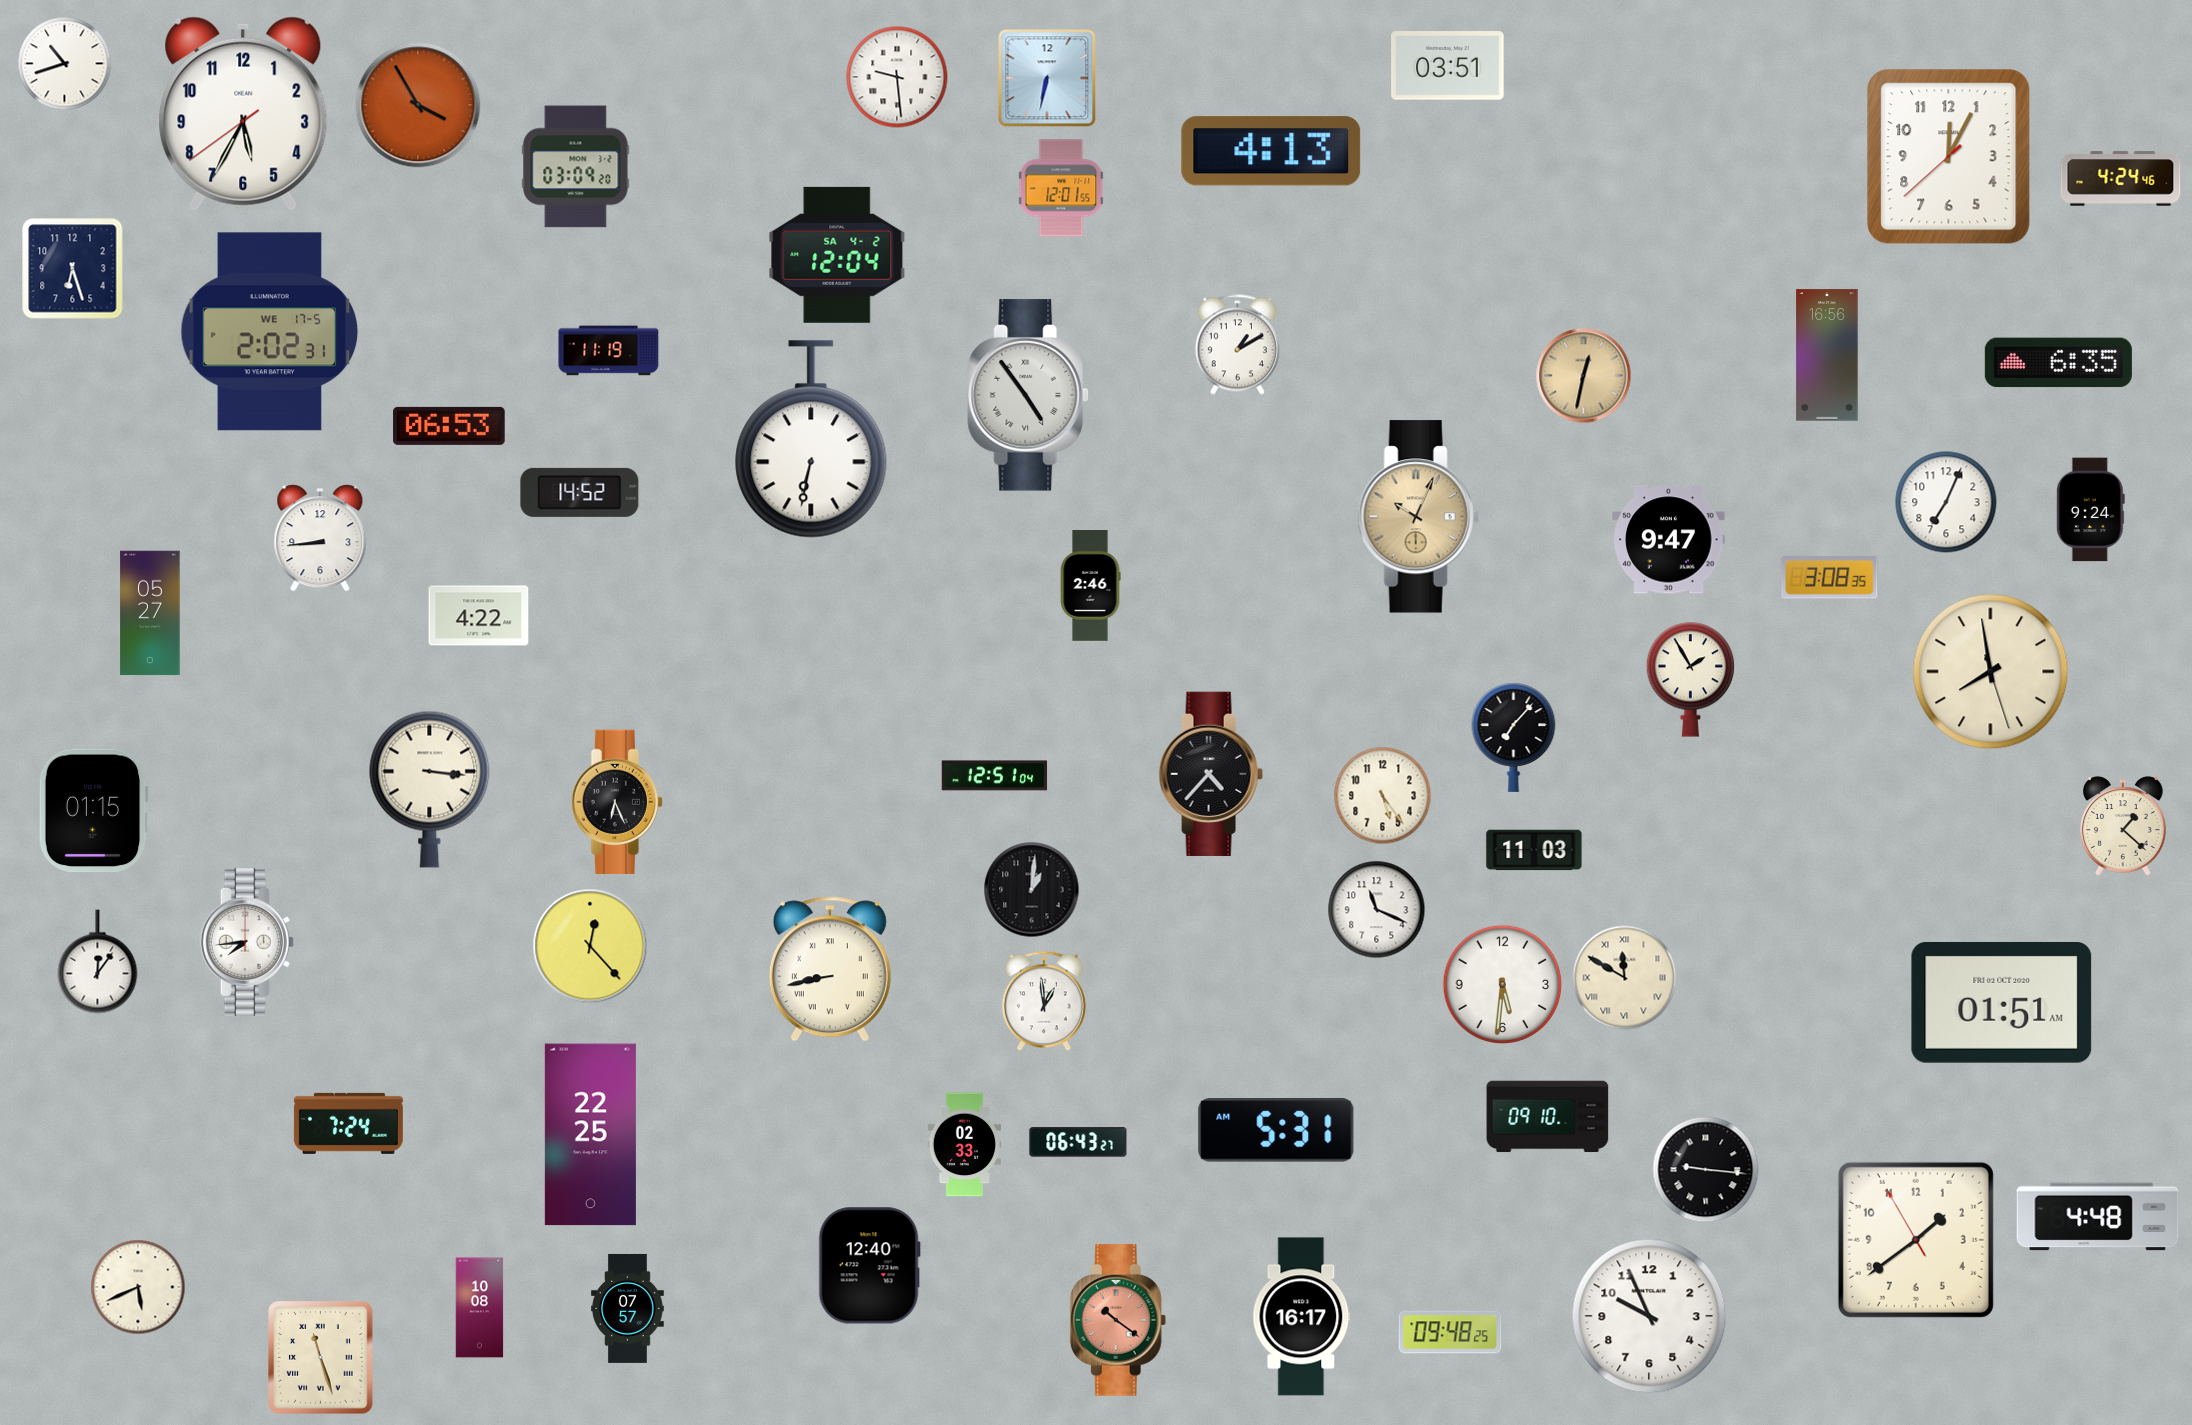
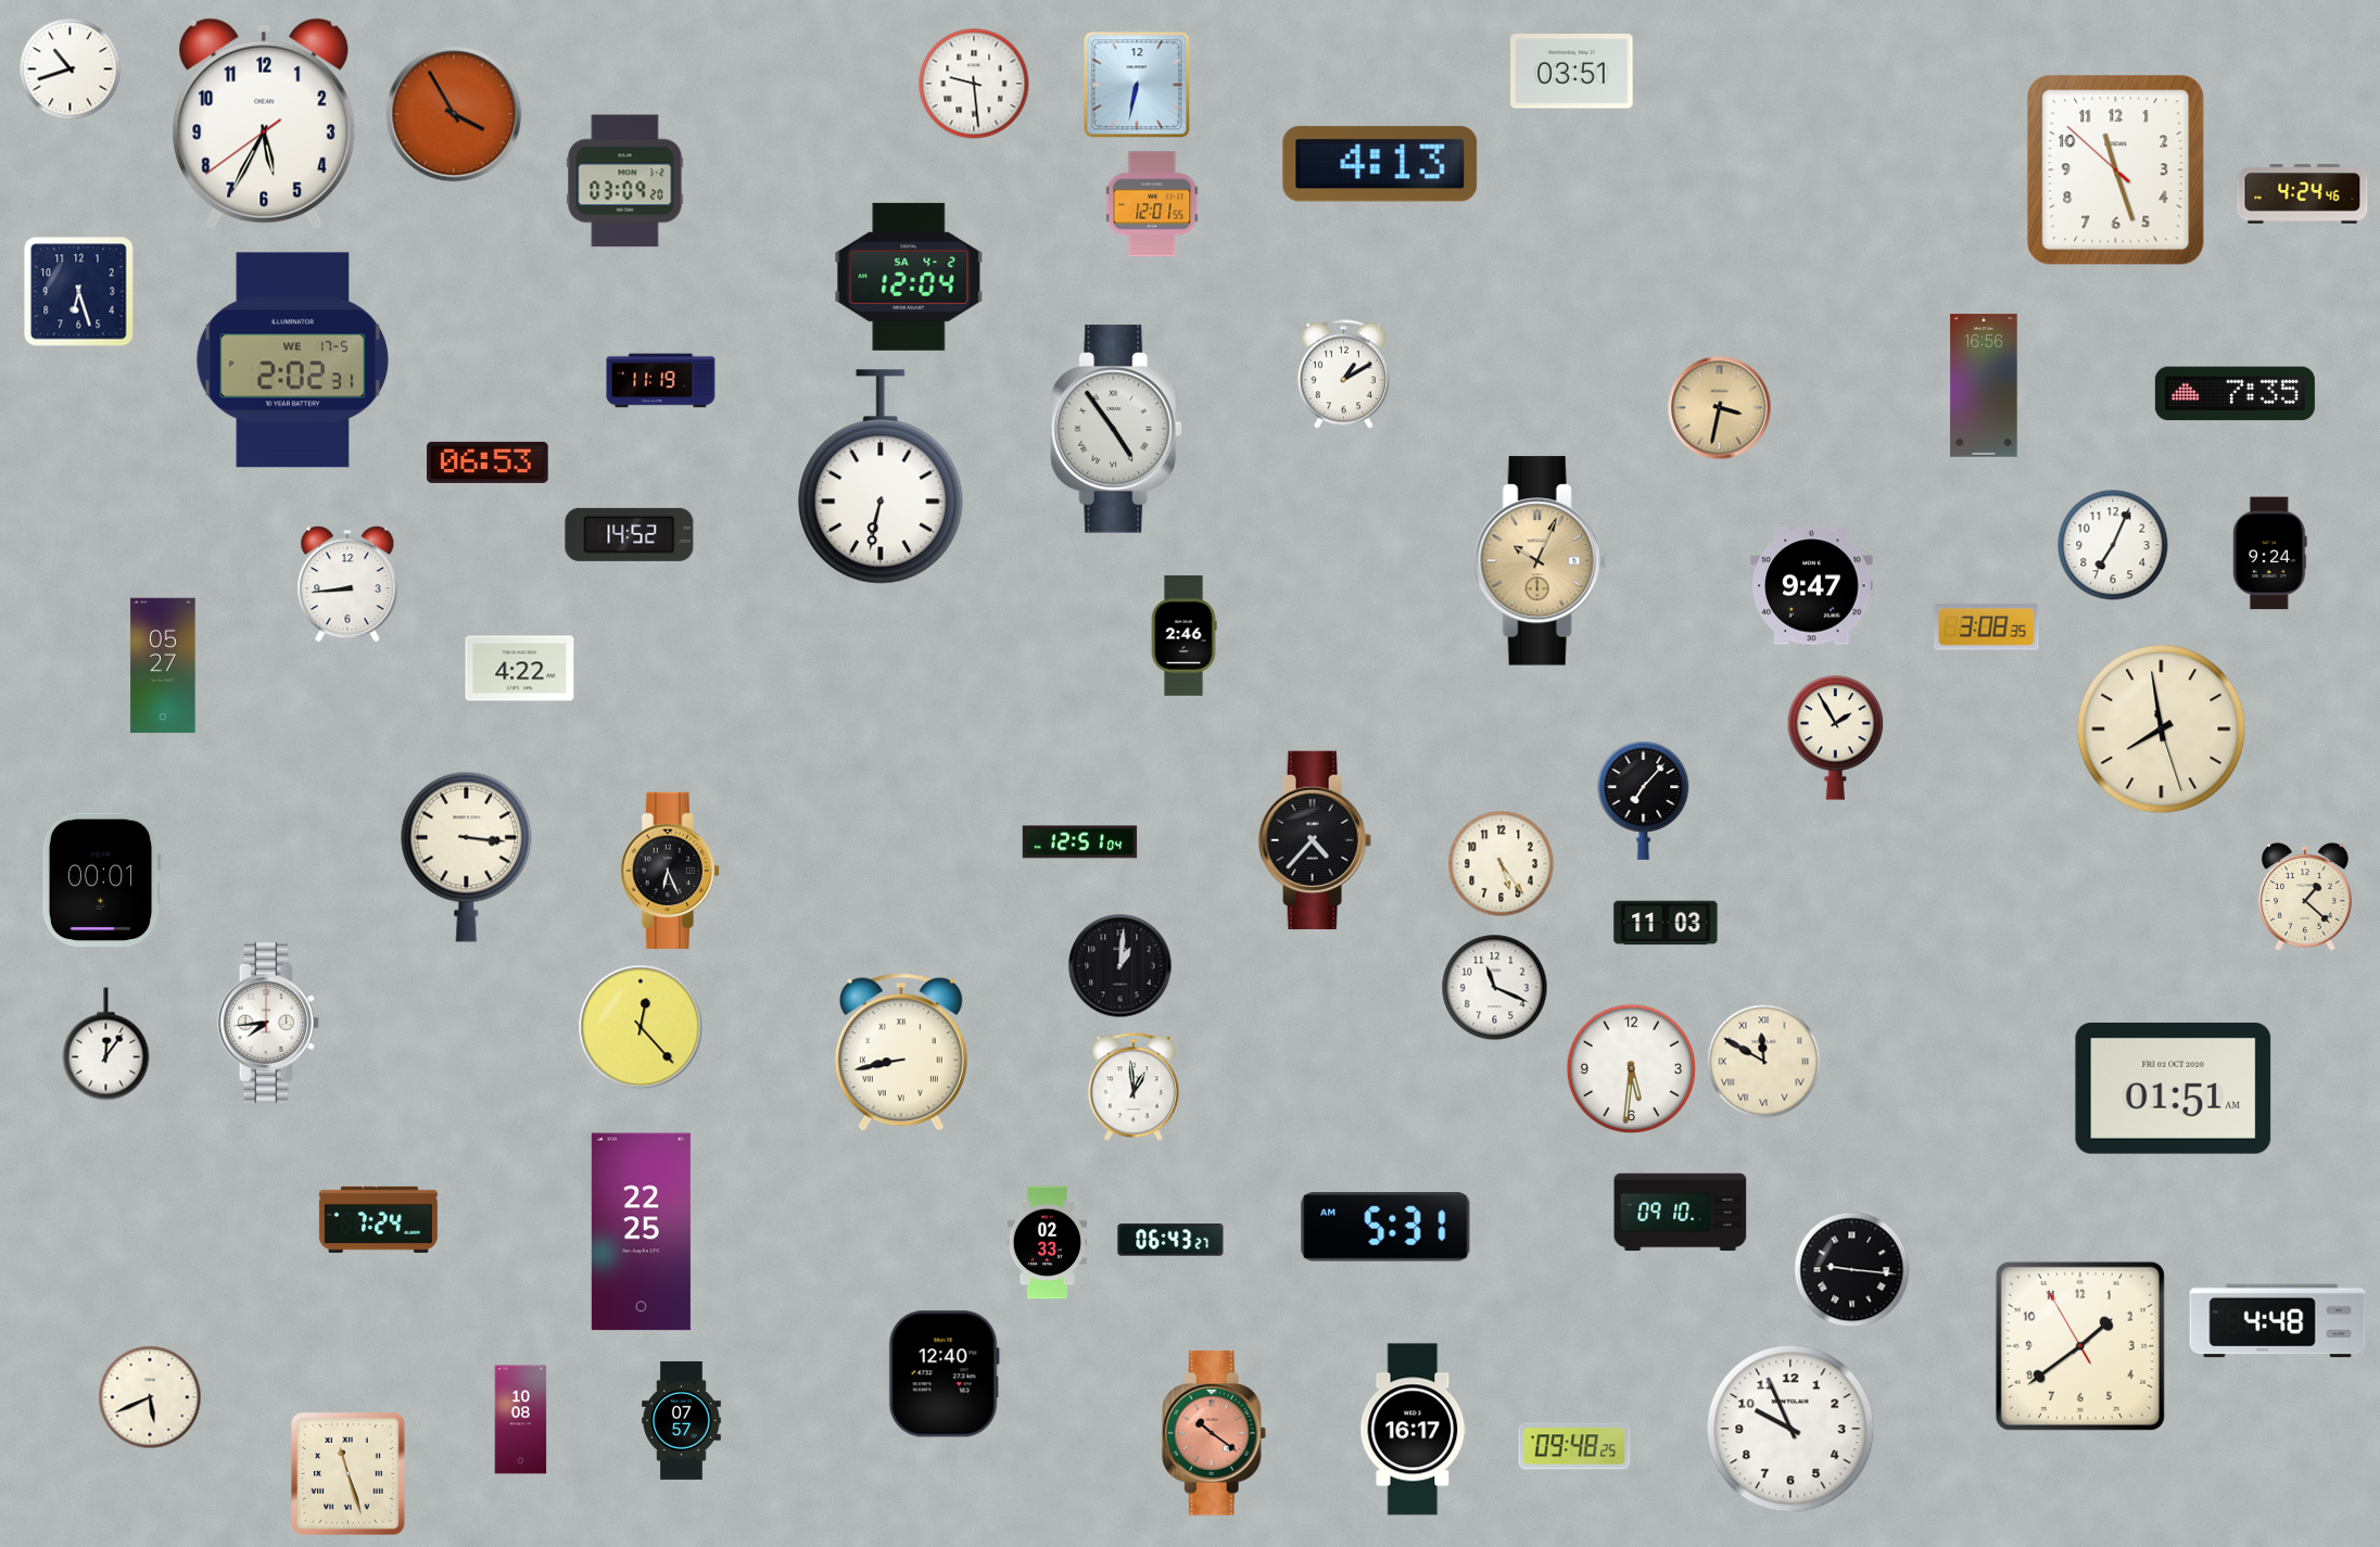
clock at (1949, 157): 12:04 -> 11:26
clock at (2058, 363): 6:35 -> 7:35
clock at (1584, 376): 12:32 -> 3:32
clock at (93, 811): 01:15 -> 00:01
